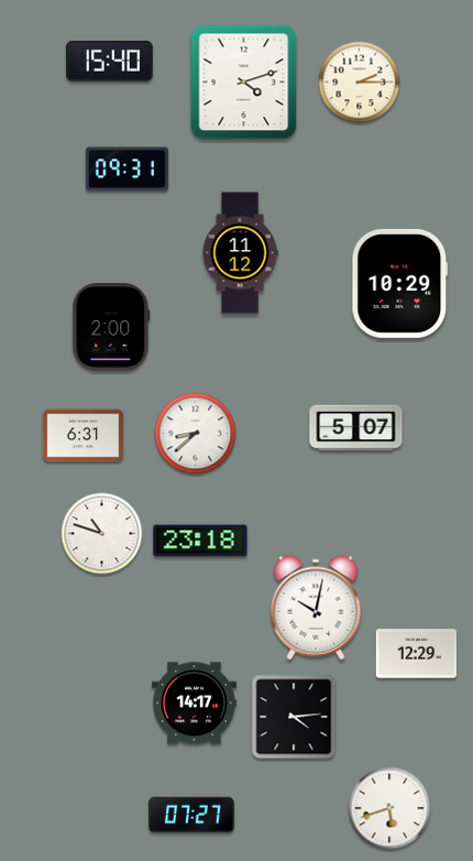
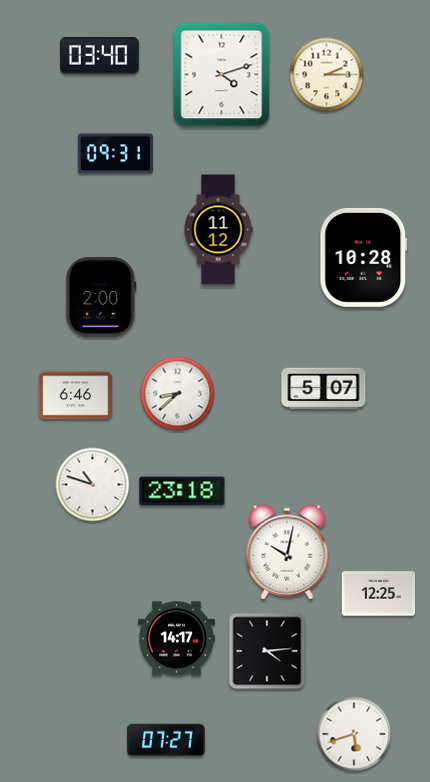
clock at (110, 62): 15:40 -> 03:40
clock at (400, 283): 10:29 -> 10:28
clock at (84, 436): 6:31 -> 6:46
clock at (417, 654): 12:29 -> 12:25
clock at (193, 815) position: (193, 815) -> (167, 740)
